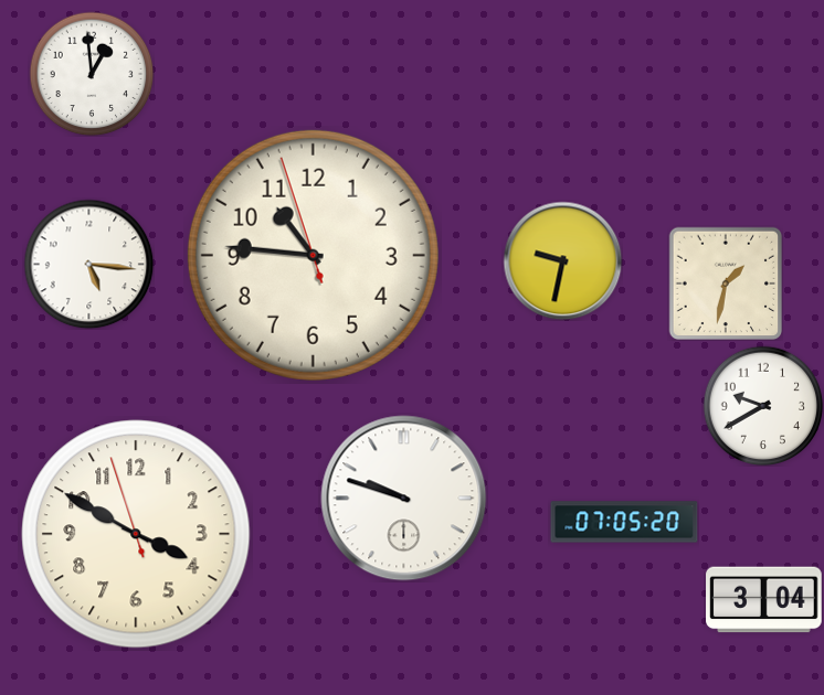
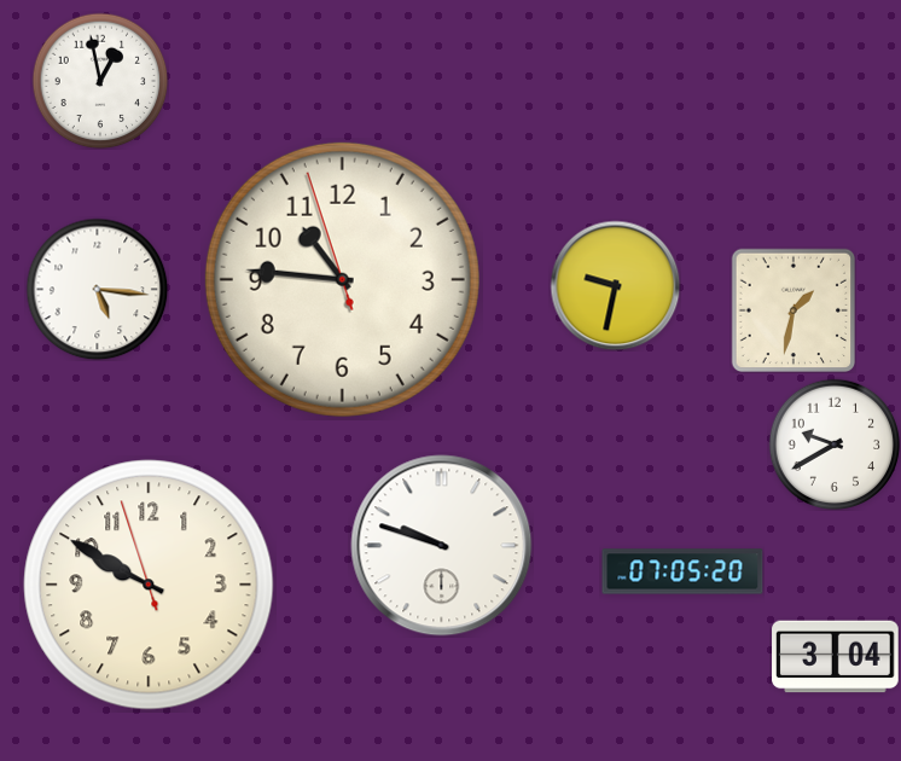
clock at (92, 74): 12:59 -> 12:58
clock at (136, 534): 3:49 -> 9:49
